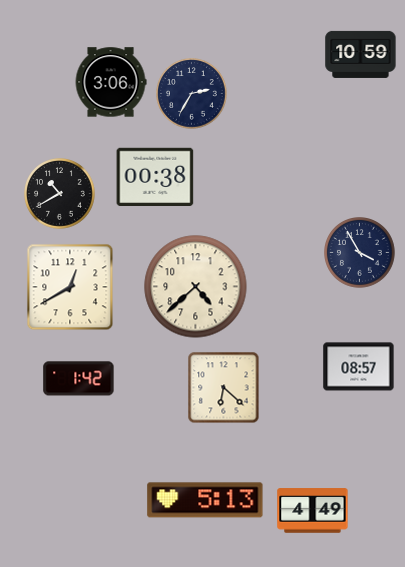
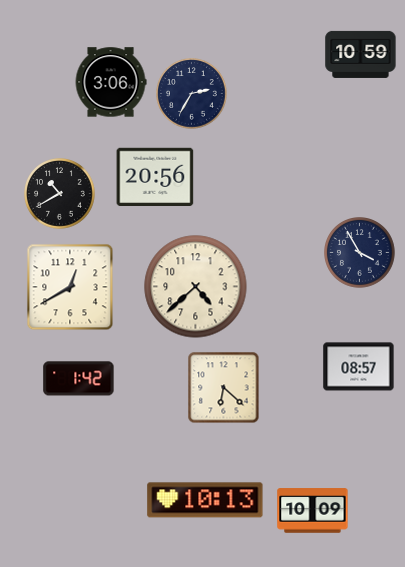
clock at (155, 176): 00:38 -> 20:56
clock at (205, 500): 5:13 -> 10:13
clock at (313, 511): 4:49 -> 10:09
